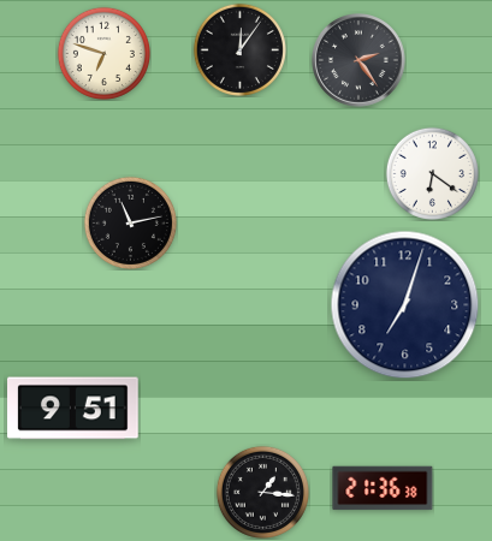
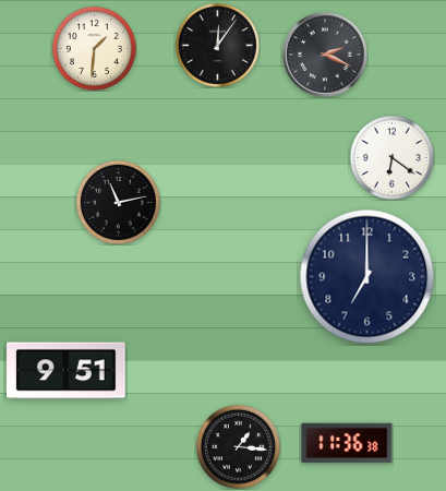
clock at (103, 53): 6:48 -> 1:31
clock at (360, 61): 2:24 -> 2:19
clock at (405, 305): 7:03 -> 7:00
clock at (383, 488): 21:36 -> 11:36
